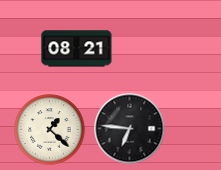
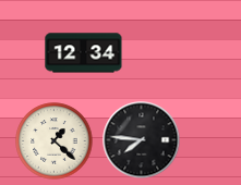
clock at (77, 49): 08:21 -> 12:34
clock at (130, 129): 6:46 -> 7:46
